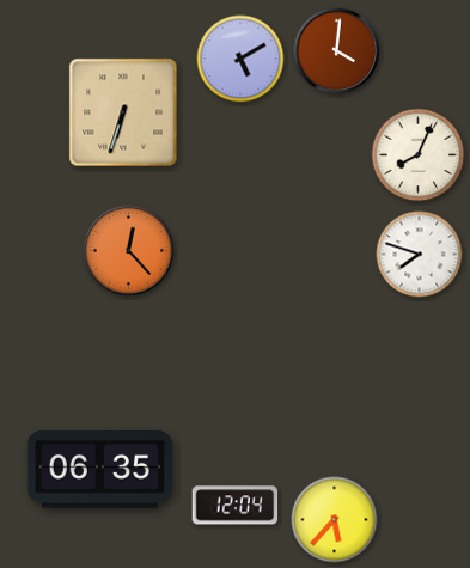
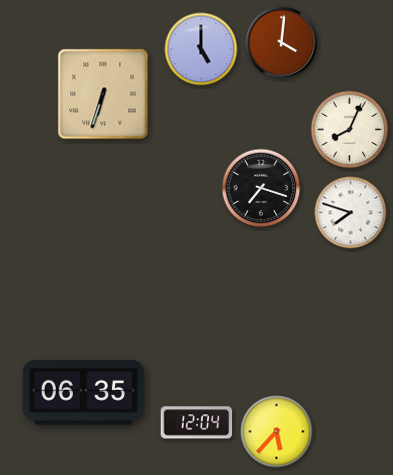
clock at (240, 59): 5:10 -> 5:00
clock at (261, 188): none -> 7:18
clock at (129, 251): 12:23 -> none
clock at (335, 520) position: (335, 520) -> (277, 432)
